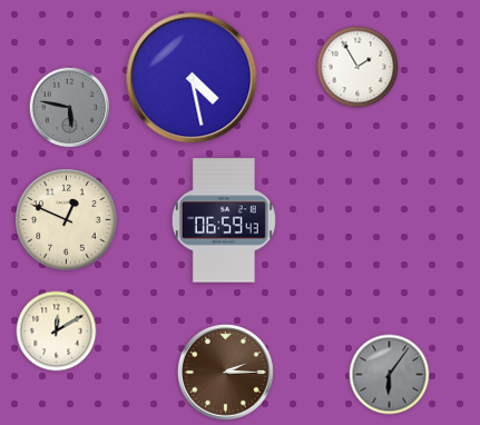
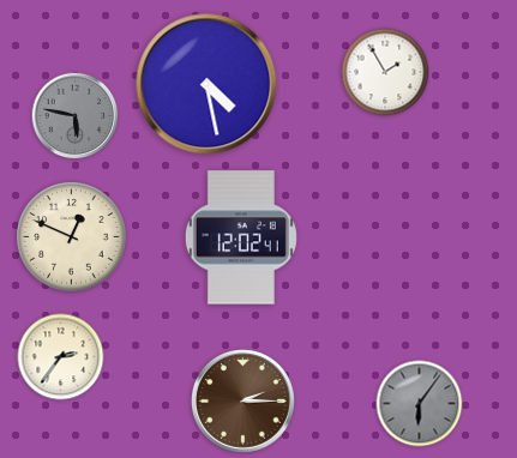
clock at (224, 220): 06:59 -> 12:02
clock at (57, 332): 12:10 -> 2:36
